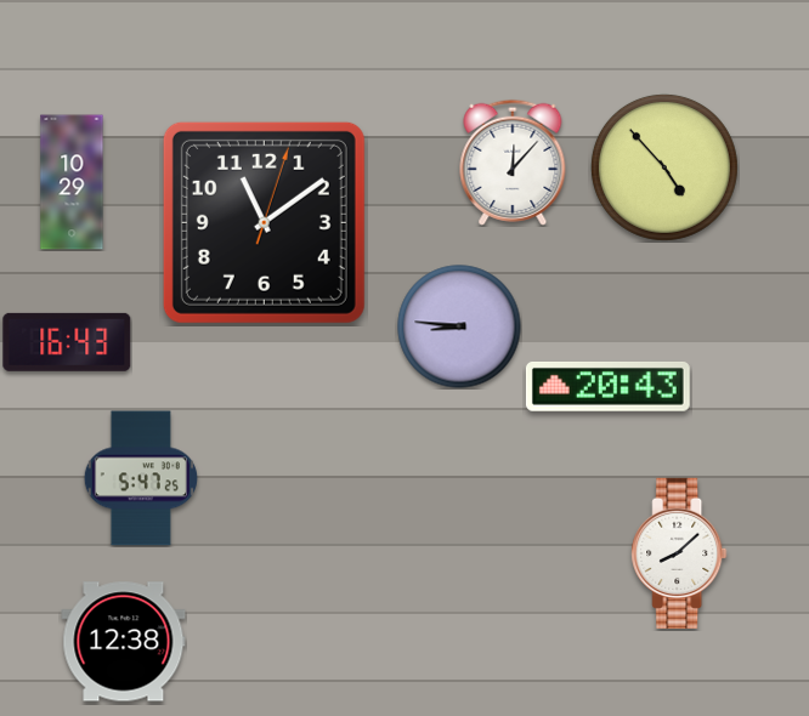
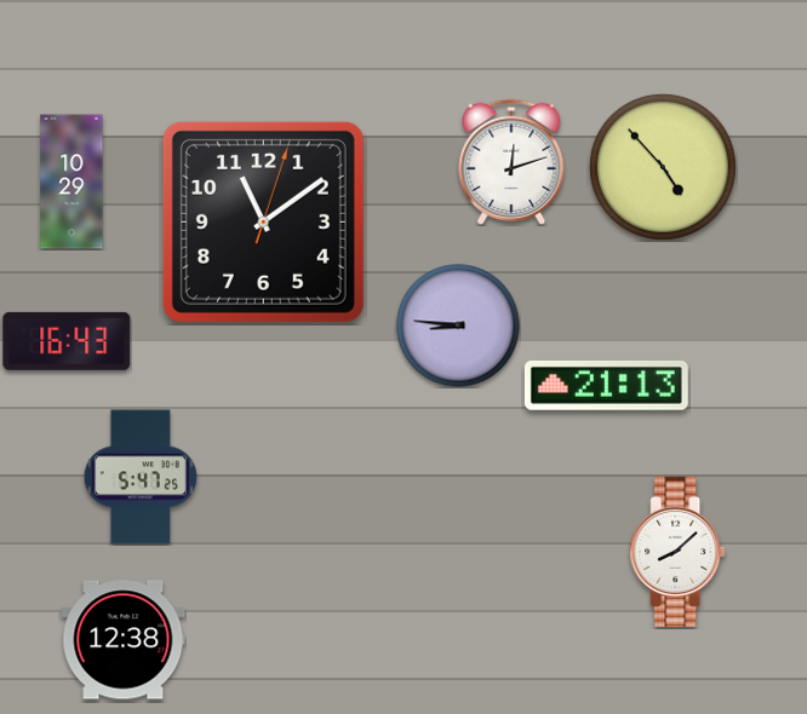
clock at (513, 163): 12:07 -> 12:12
clock at (607, 386): 20:43 -> 21:13
